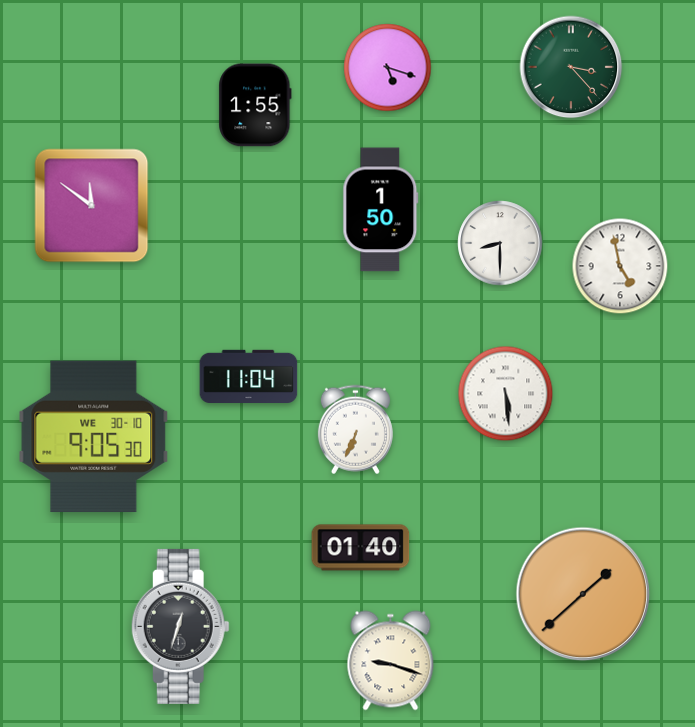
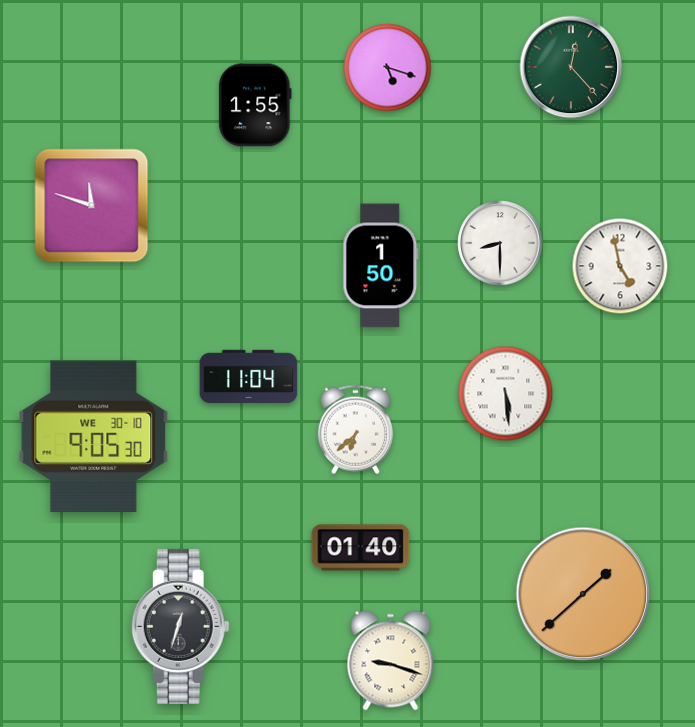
clock at (571, 67): 3:23 -> 12:23
clock at (92, 206): 11:51 -> 11:48
clock at (381, 210) position: (381, 210) -> (381, 266)
clock at (355, 430): 6:34 -> 6:38
